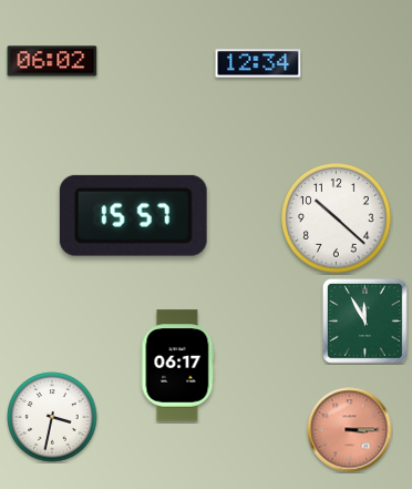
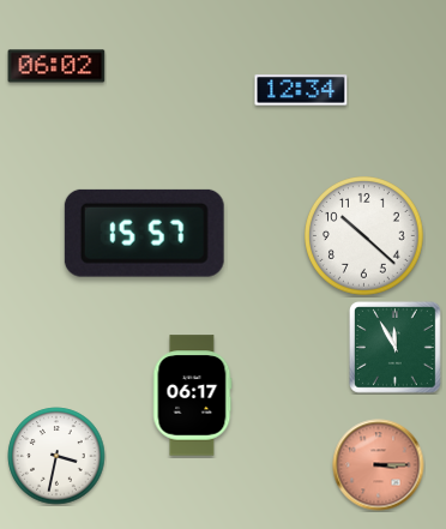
clock at (258, 63) position: (258, 63) -> (301, 90)
clock at (52, 417) position: (52, 417) -> (56, 456)
